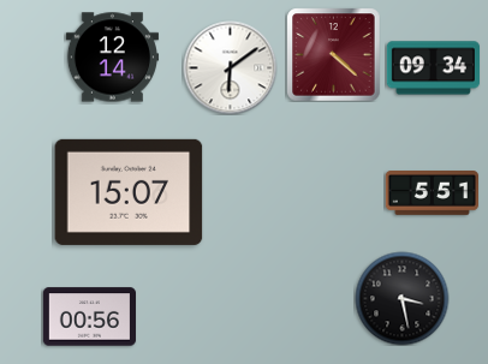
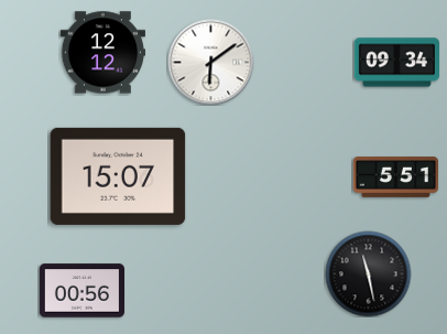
clock at (333, 54): 4:22 -> none
clock at (112, 58): 12:14 -> 12:12
clock at (401, 298): 3:28 -> 11:28
